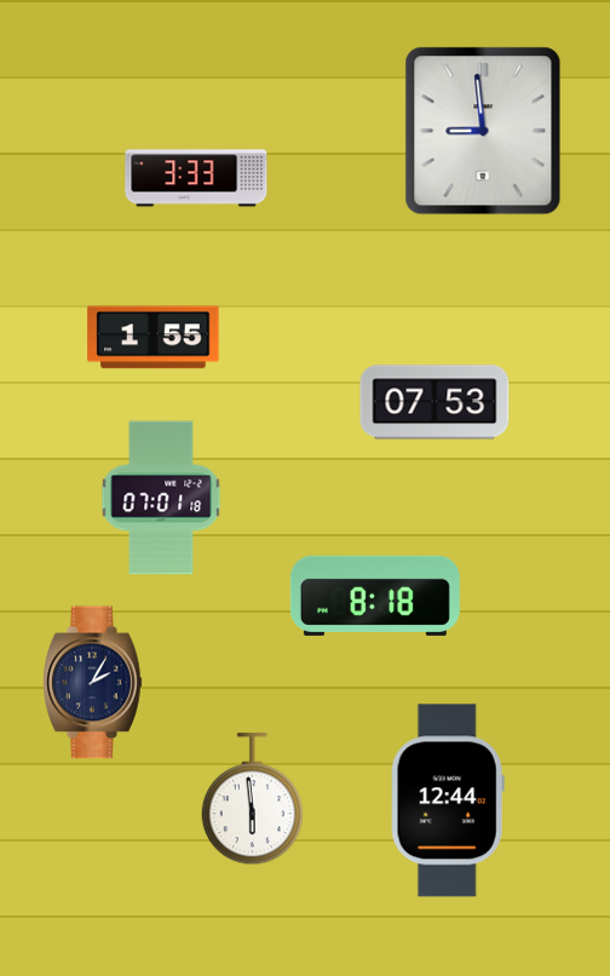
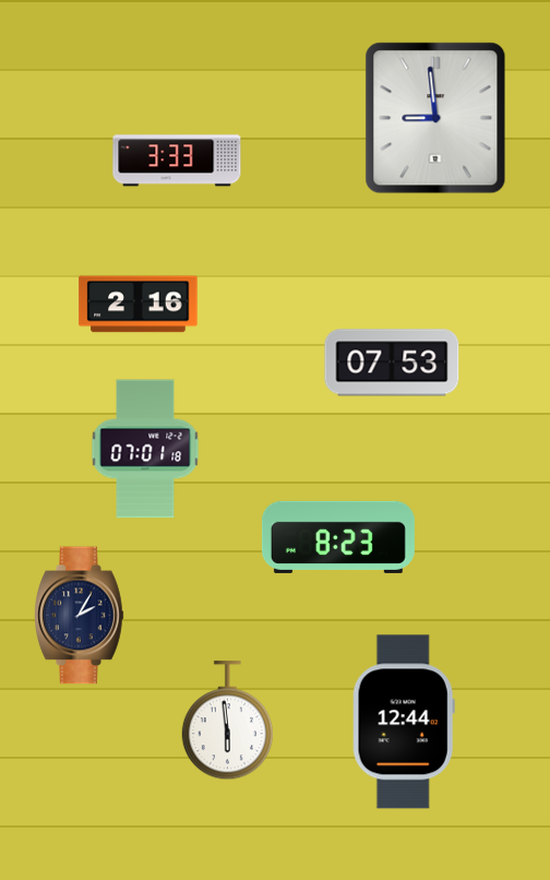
clock at (154, 338): 1:55 -> 2:16
clock at (375, 596): 8:18 -> 8:23
clock at (93, 683) position: (93, 683) -> (80, 616)
